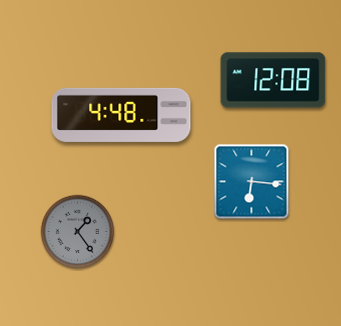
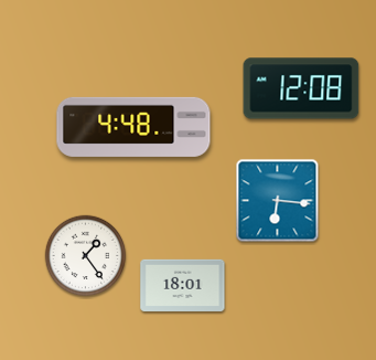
clock at (78, 232) dial: grey -> white
clock at (183, 285): none -> 18:01
